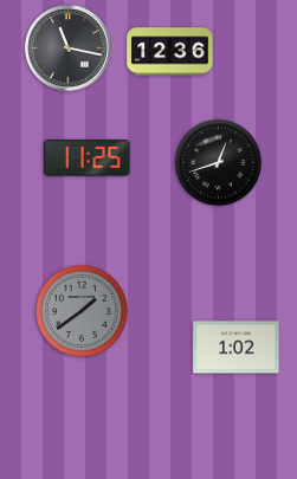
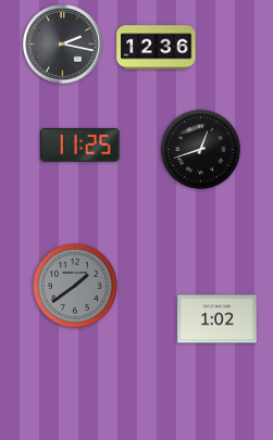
clock at (69, 48): 11:17 -> 2:17
